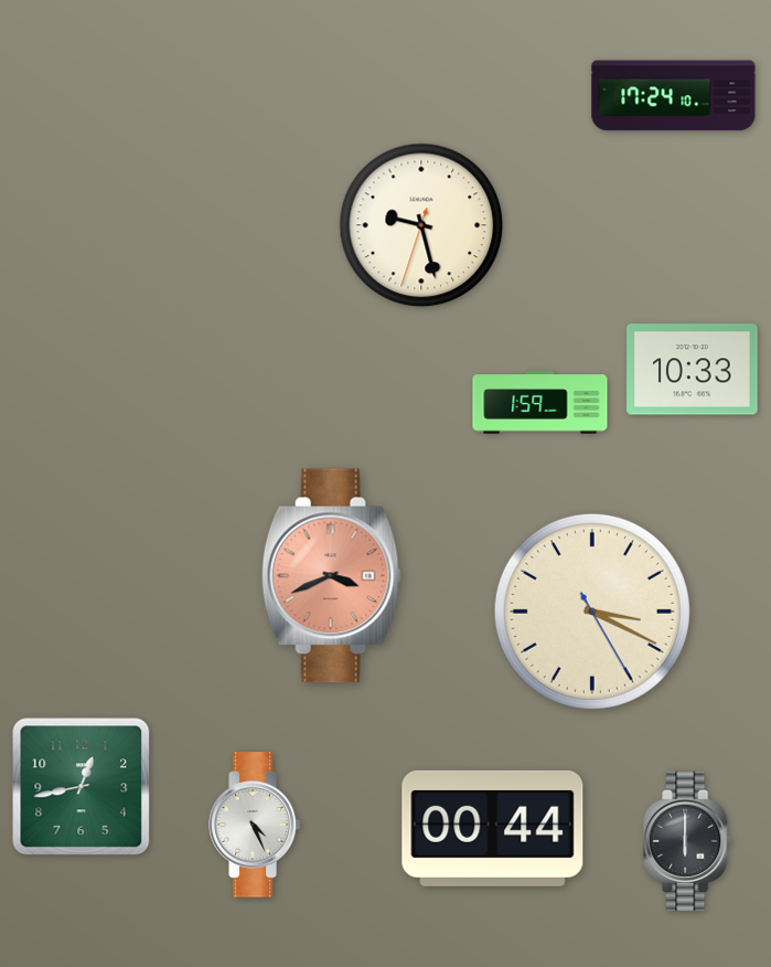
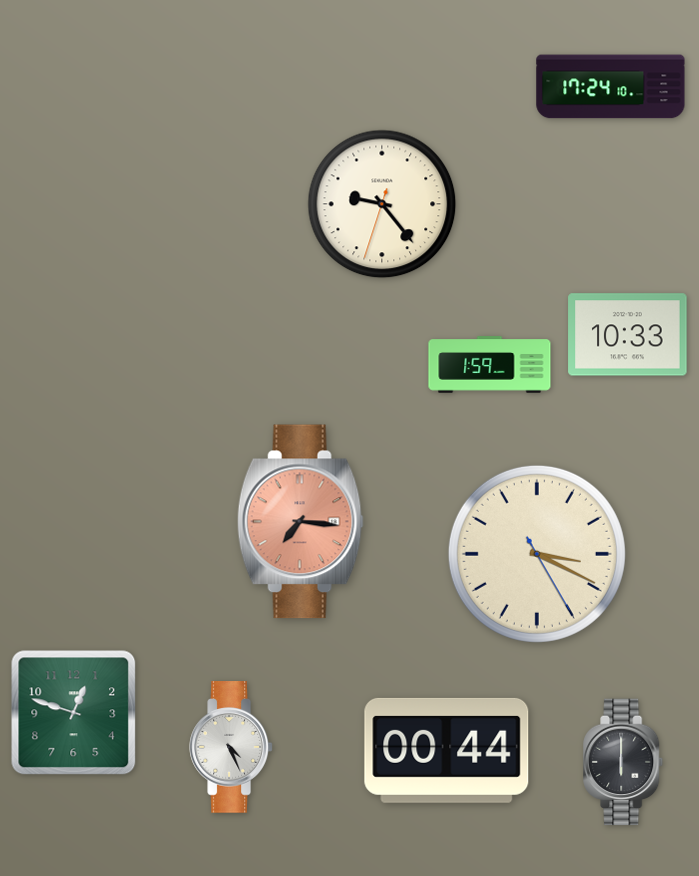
clock at (421, 225): 9:27 -> 9:23
clock at (331, 576): 3:41 -> 7:16
clock at (82, 787): 12:43 -> 12:48
